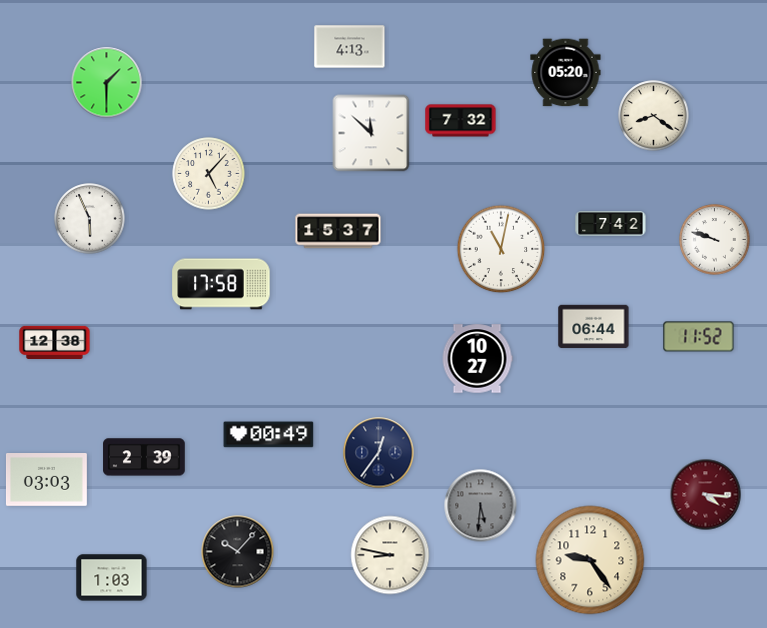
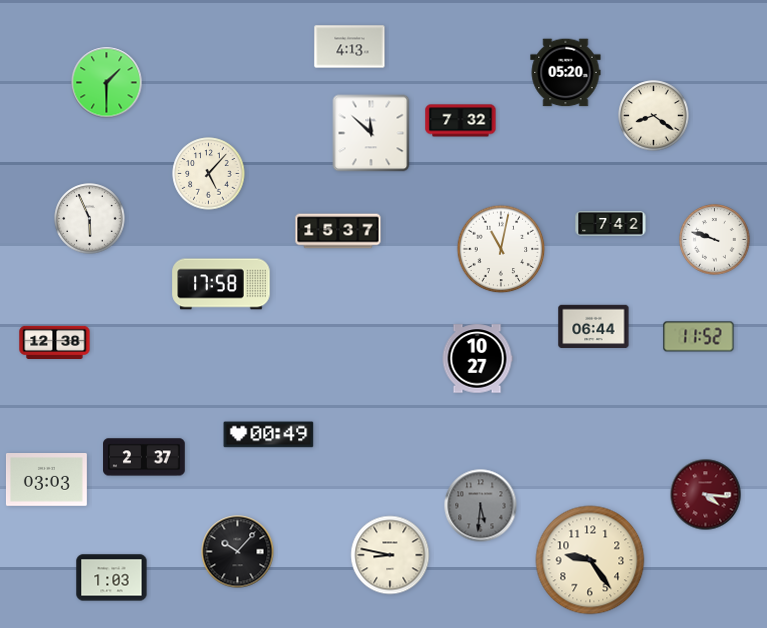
clock at (379, 453): 12:36 -> none
clock at (144, 457): 2:39 -> 2:37
